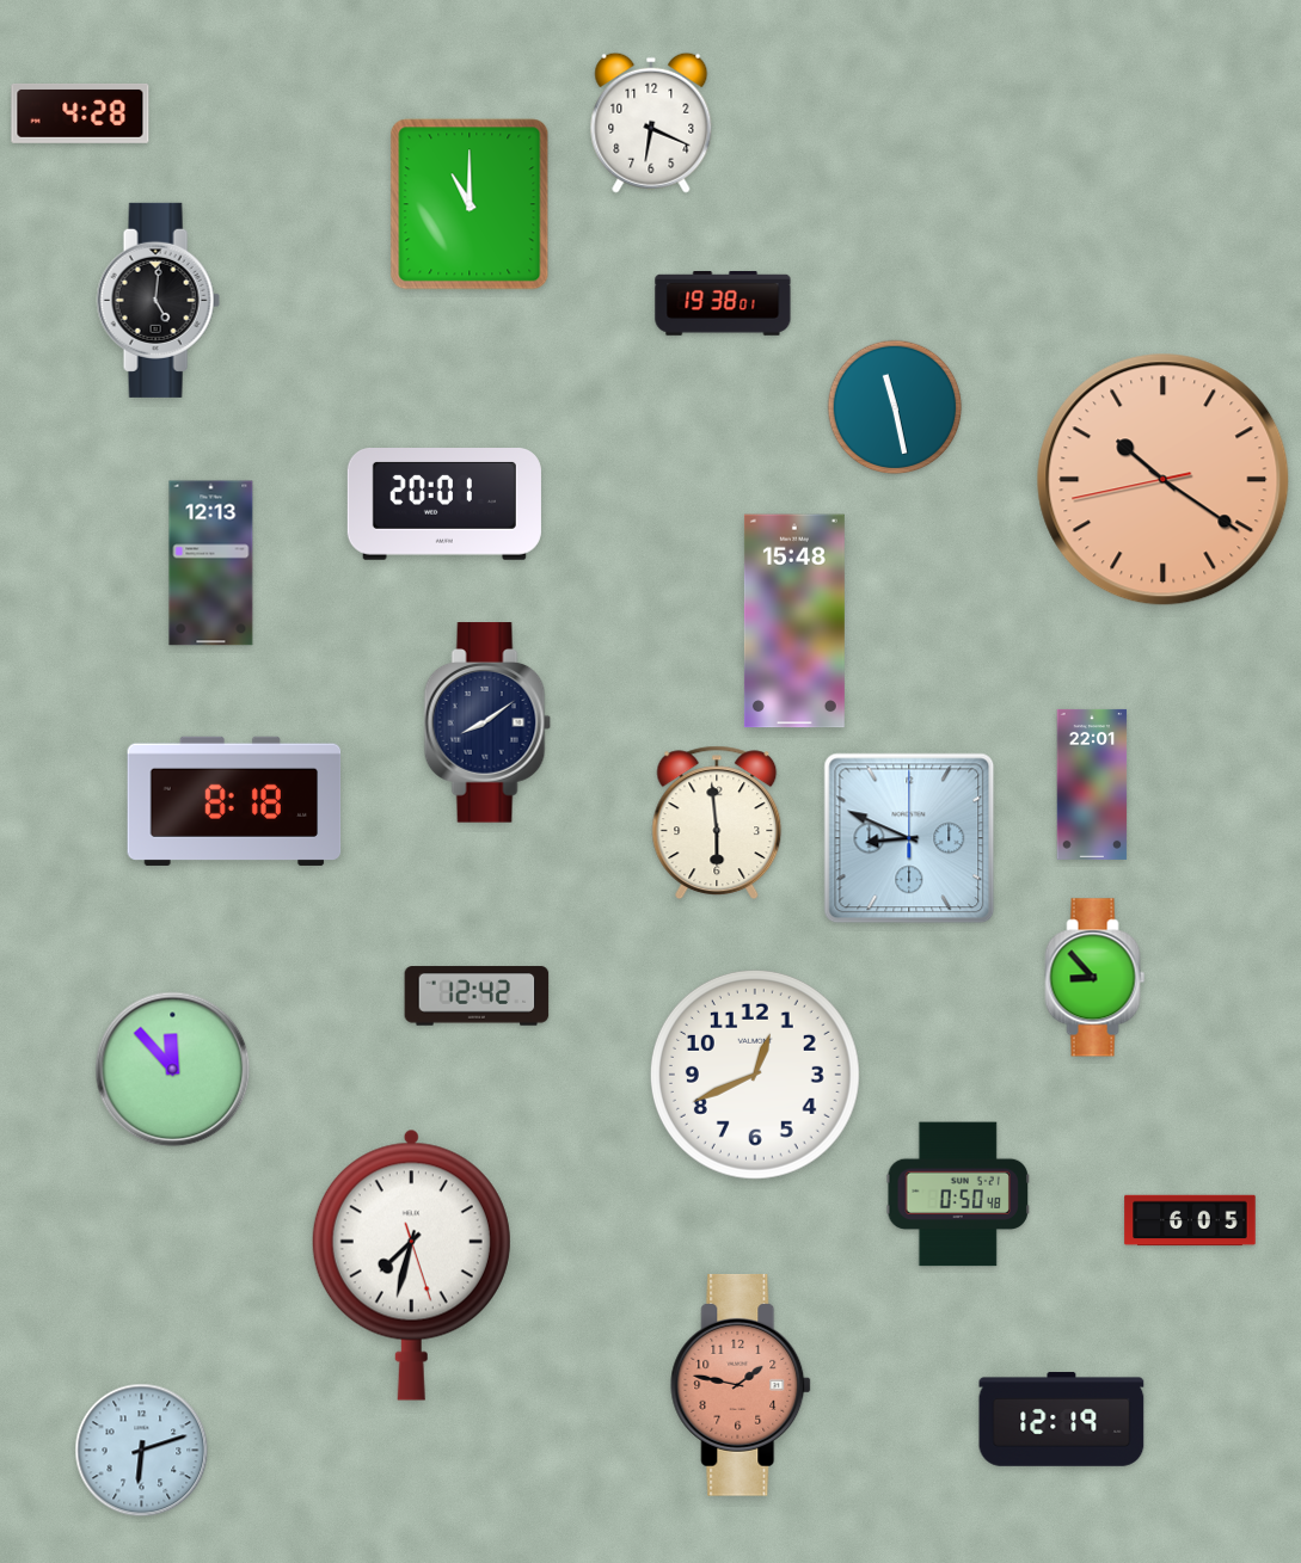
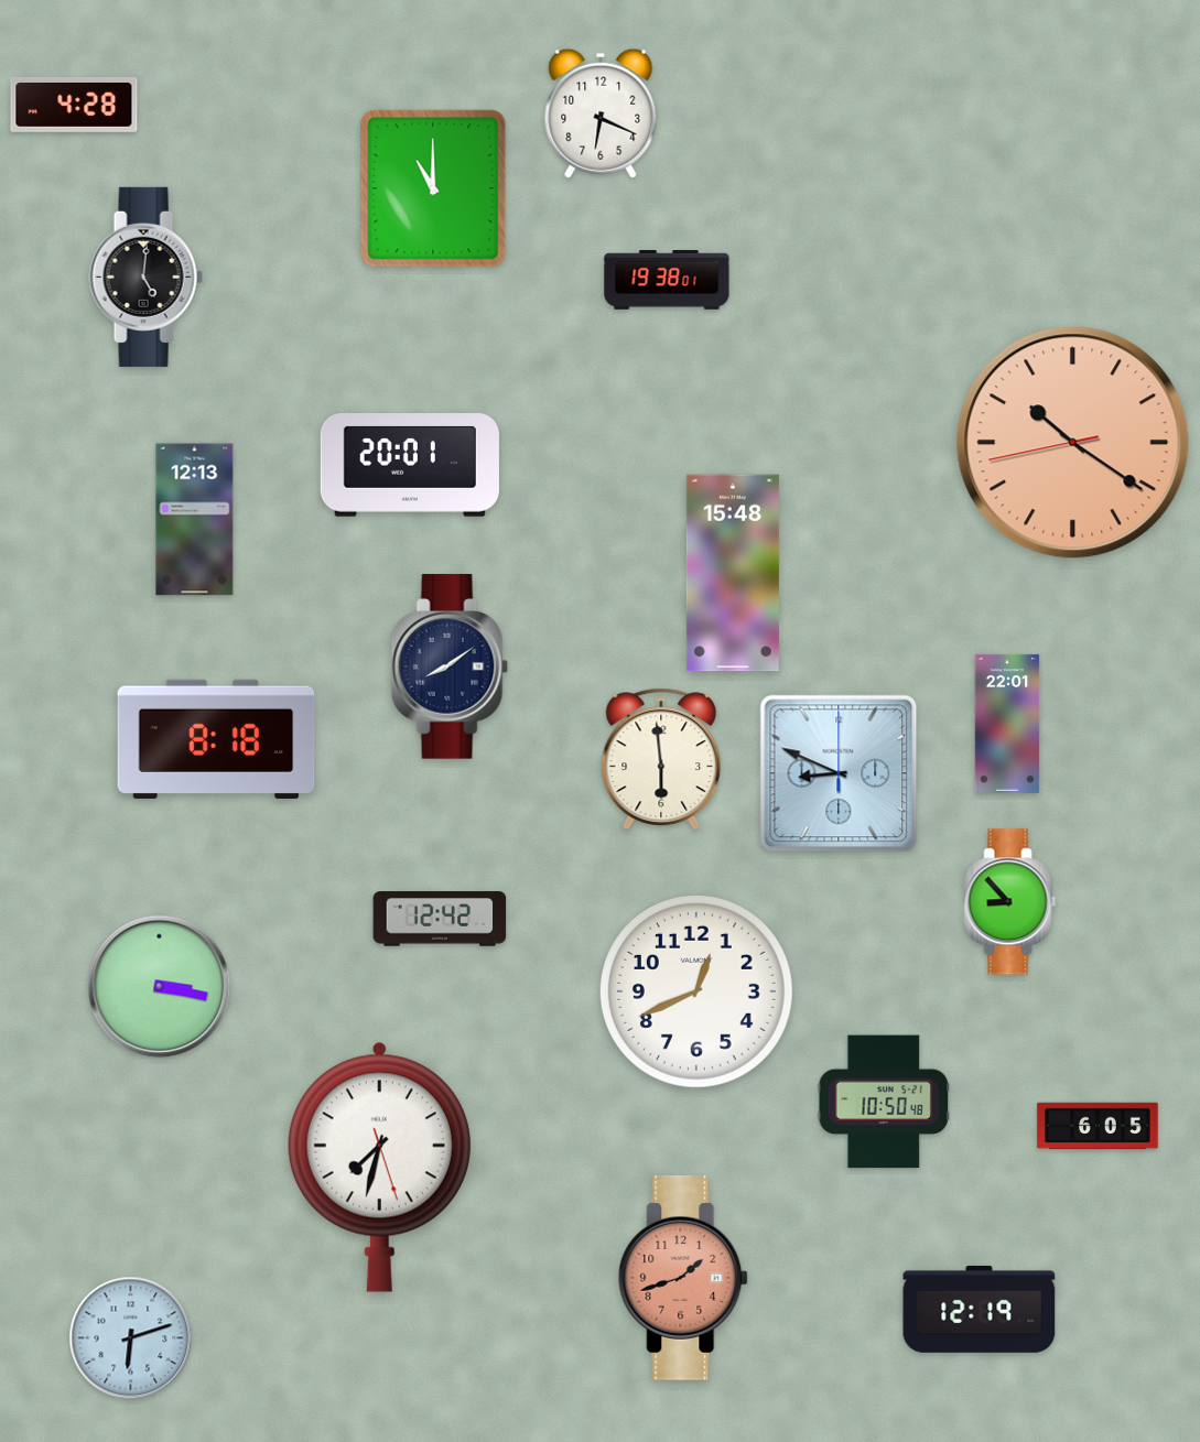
clock at (895, 407): 11:28 -> none
clock at (173, 1070): 11:53 -> 3:17
clock at (957, 1194): 0:50 -> 10:50
clock at (742, 1385): 1:47 -> 1:42
